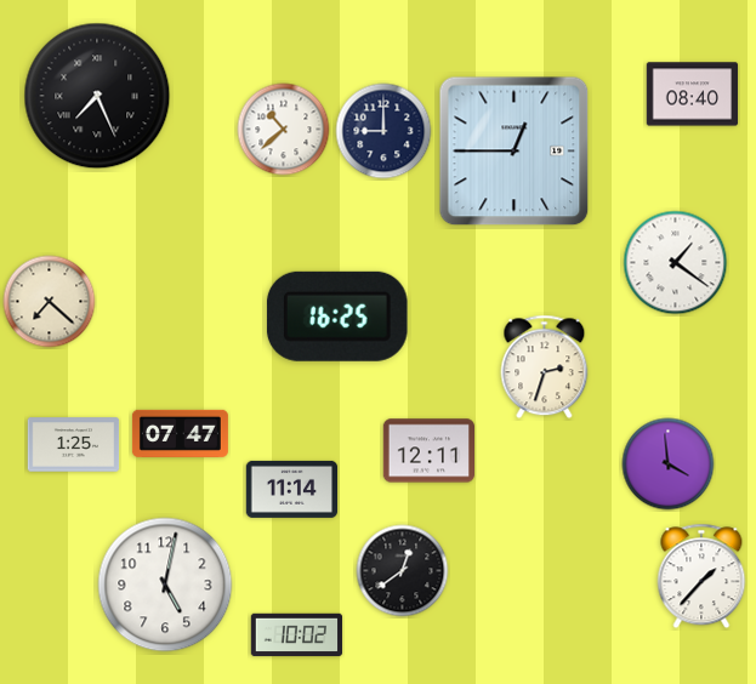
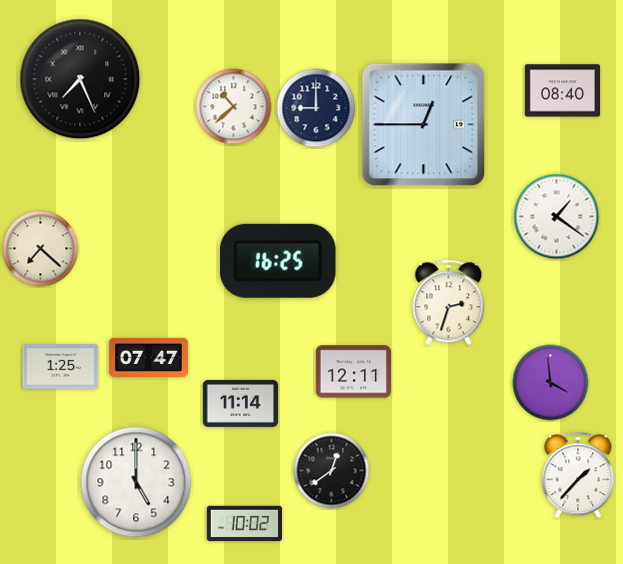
clock at (693, 95) position: (693, 95) -> (563, 91)
clock at (165, 585): 5:02 -> 5:00
